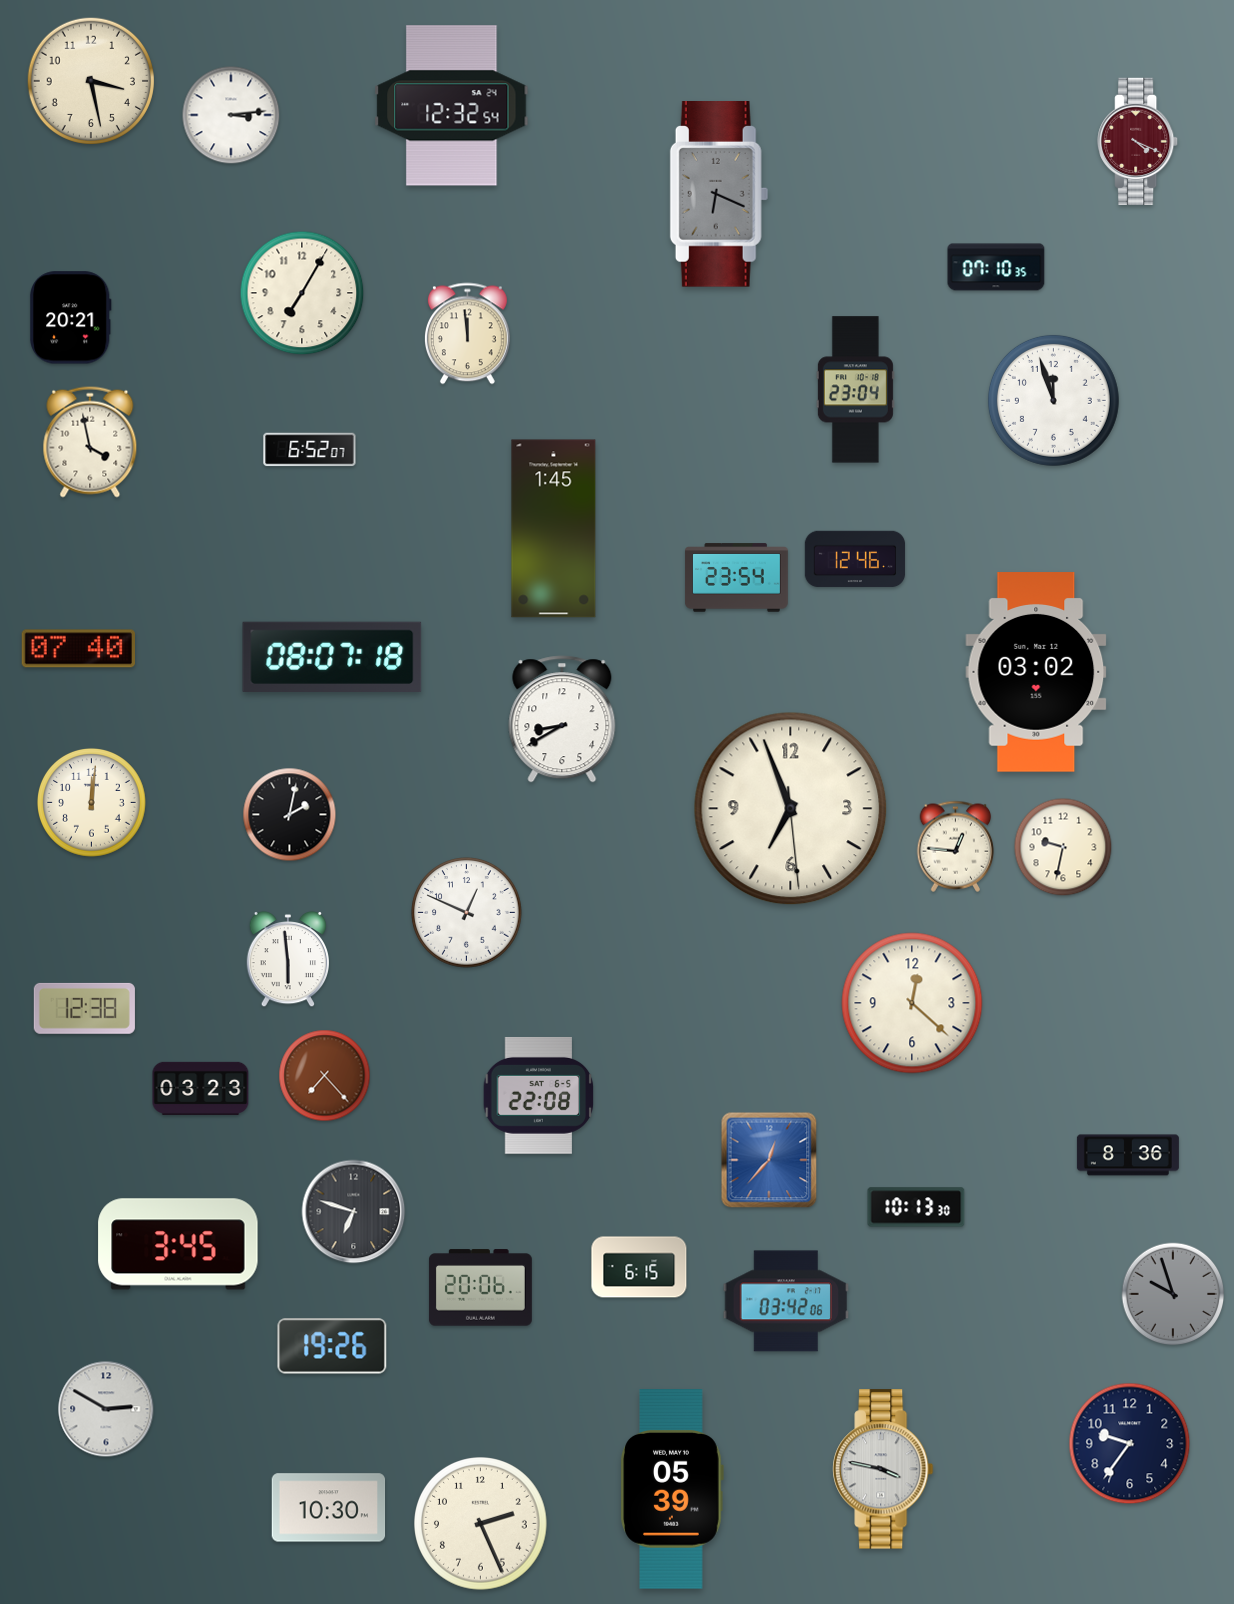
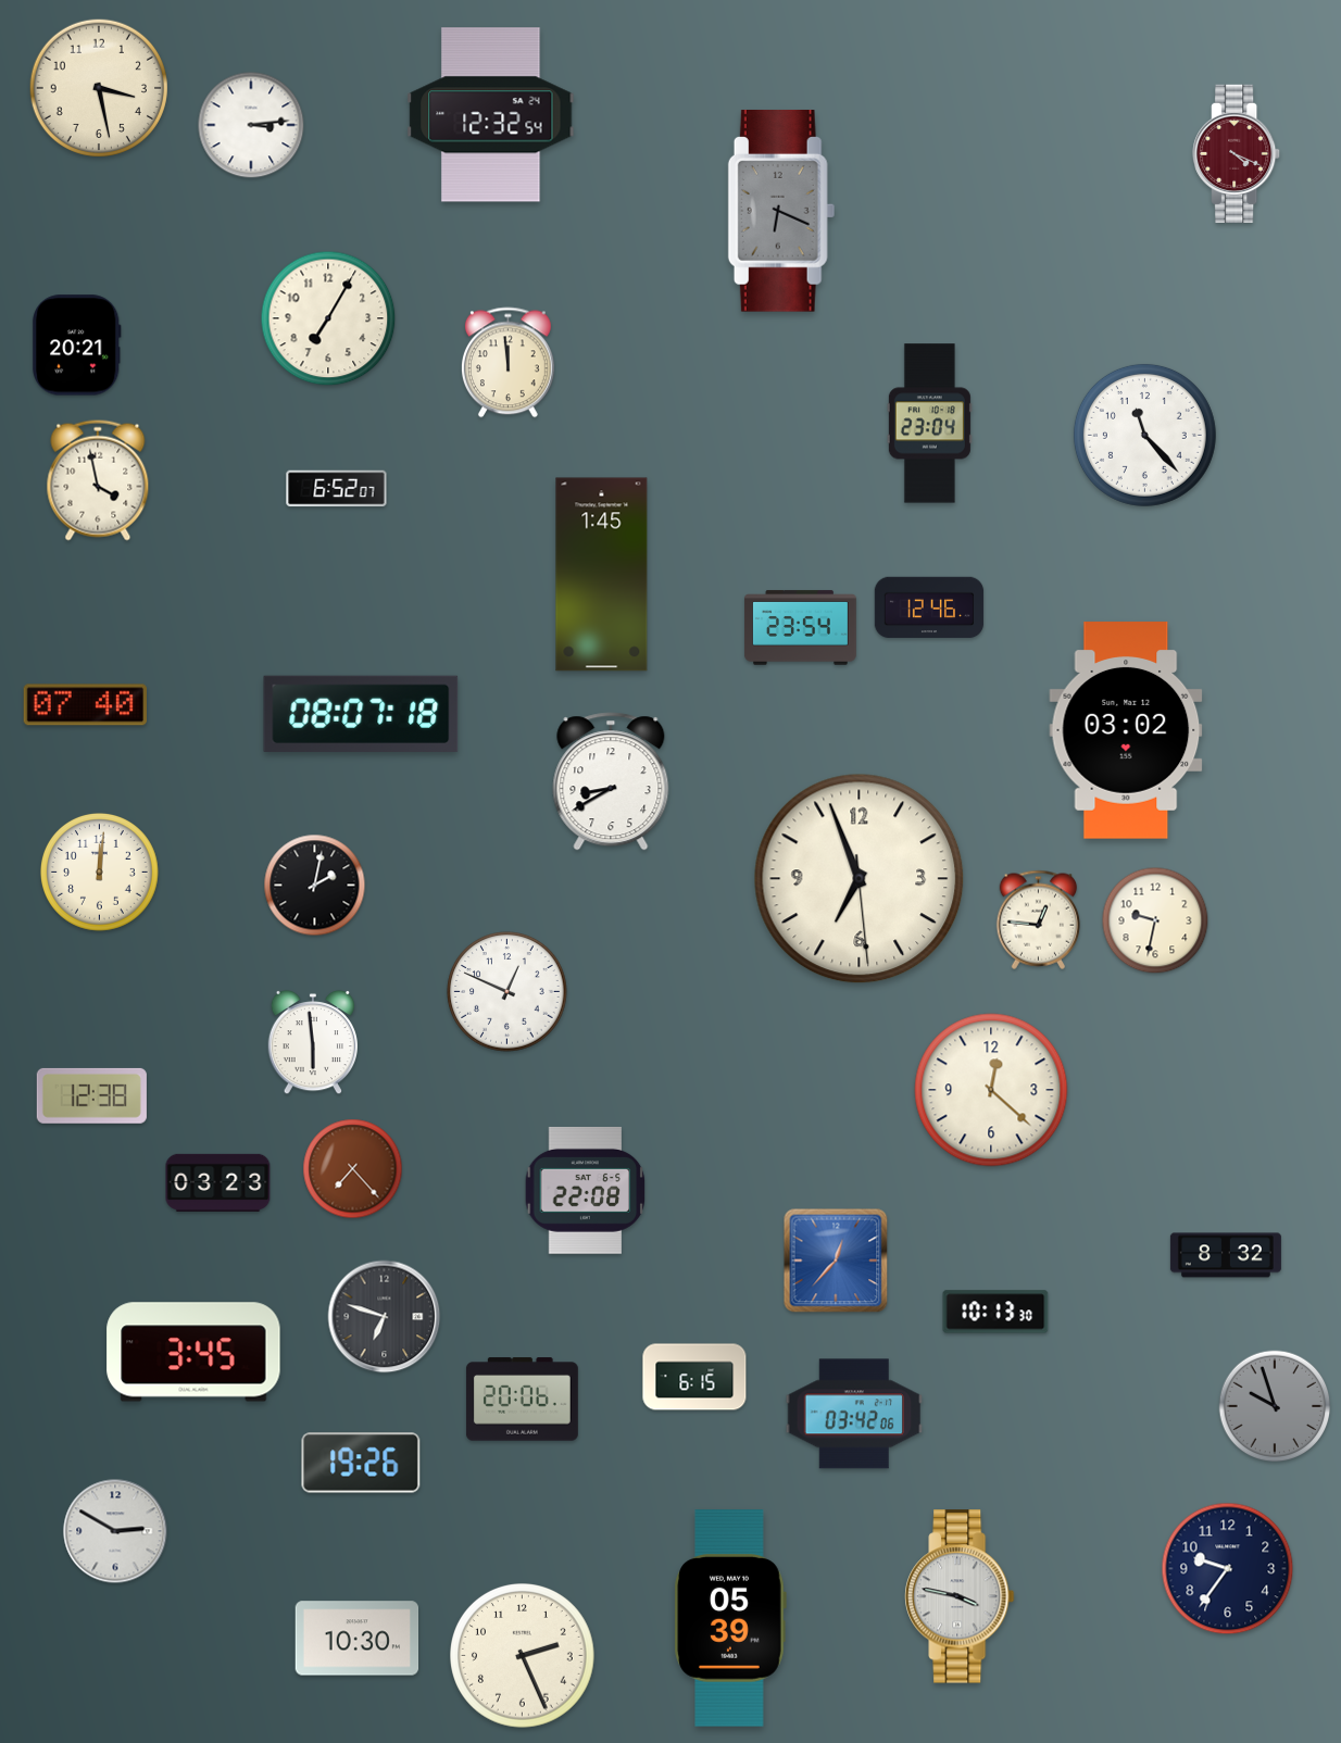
clock at (996, 267): 07:10 -> none
clock at (1053, 400): 11:57 -> 11:23
clock at (1128, 1155): 8:36 -> 8:32
